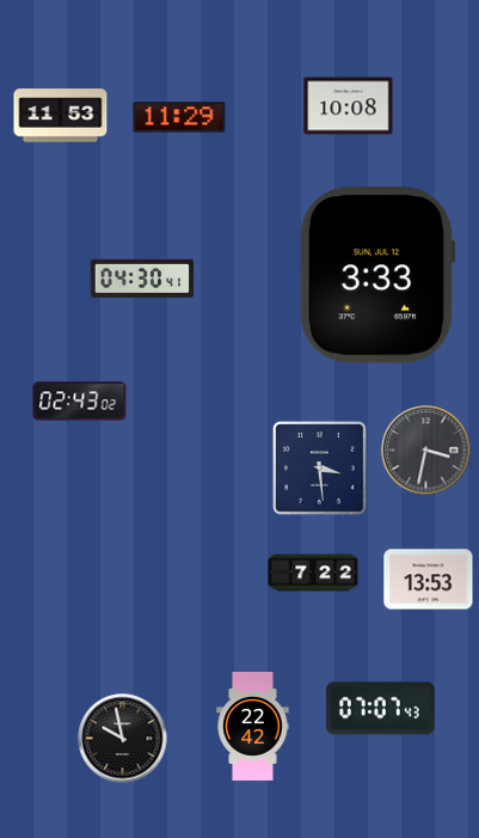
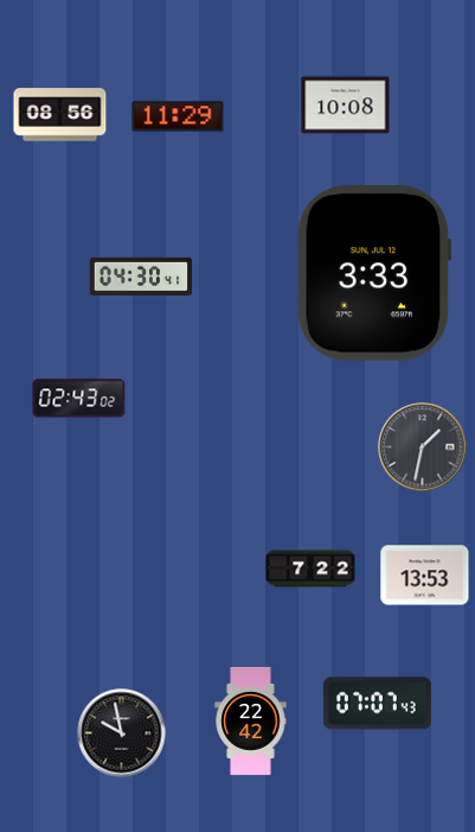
clock at (61, 116): 11:53 -> 08:56
clock at (426, 451): 3:32 -> 1:32
clock at (320, 469): 3:29 -> none
